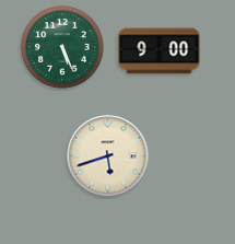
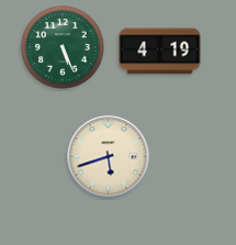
clock at (160, 51): 9:00 -> 4:19
